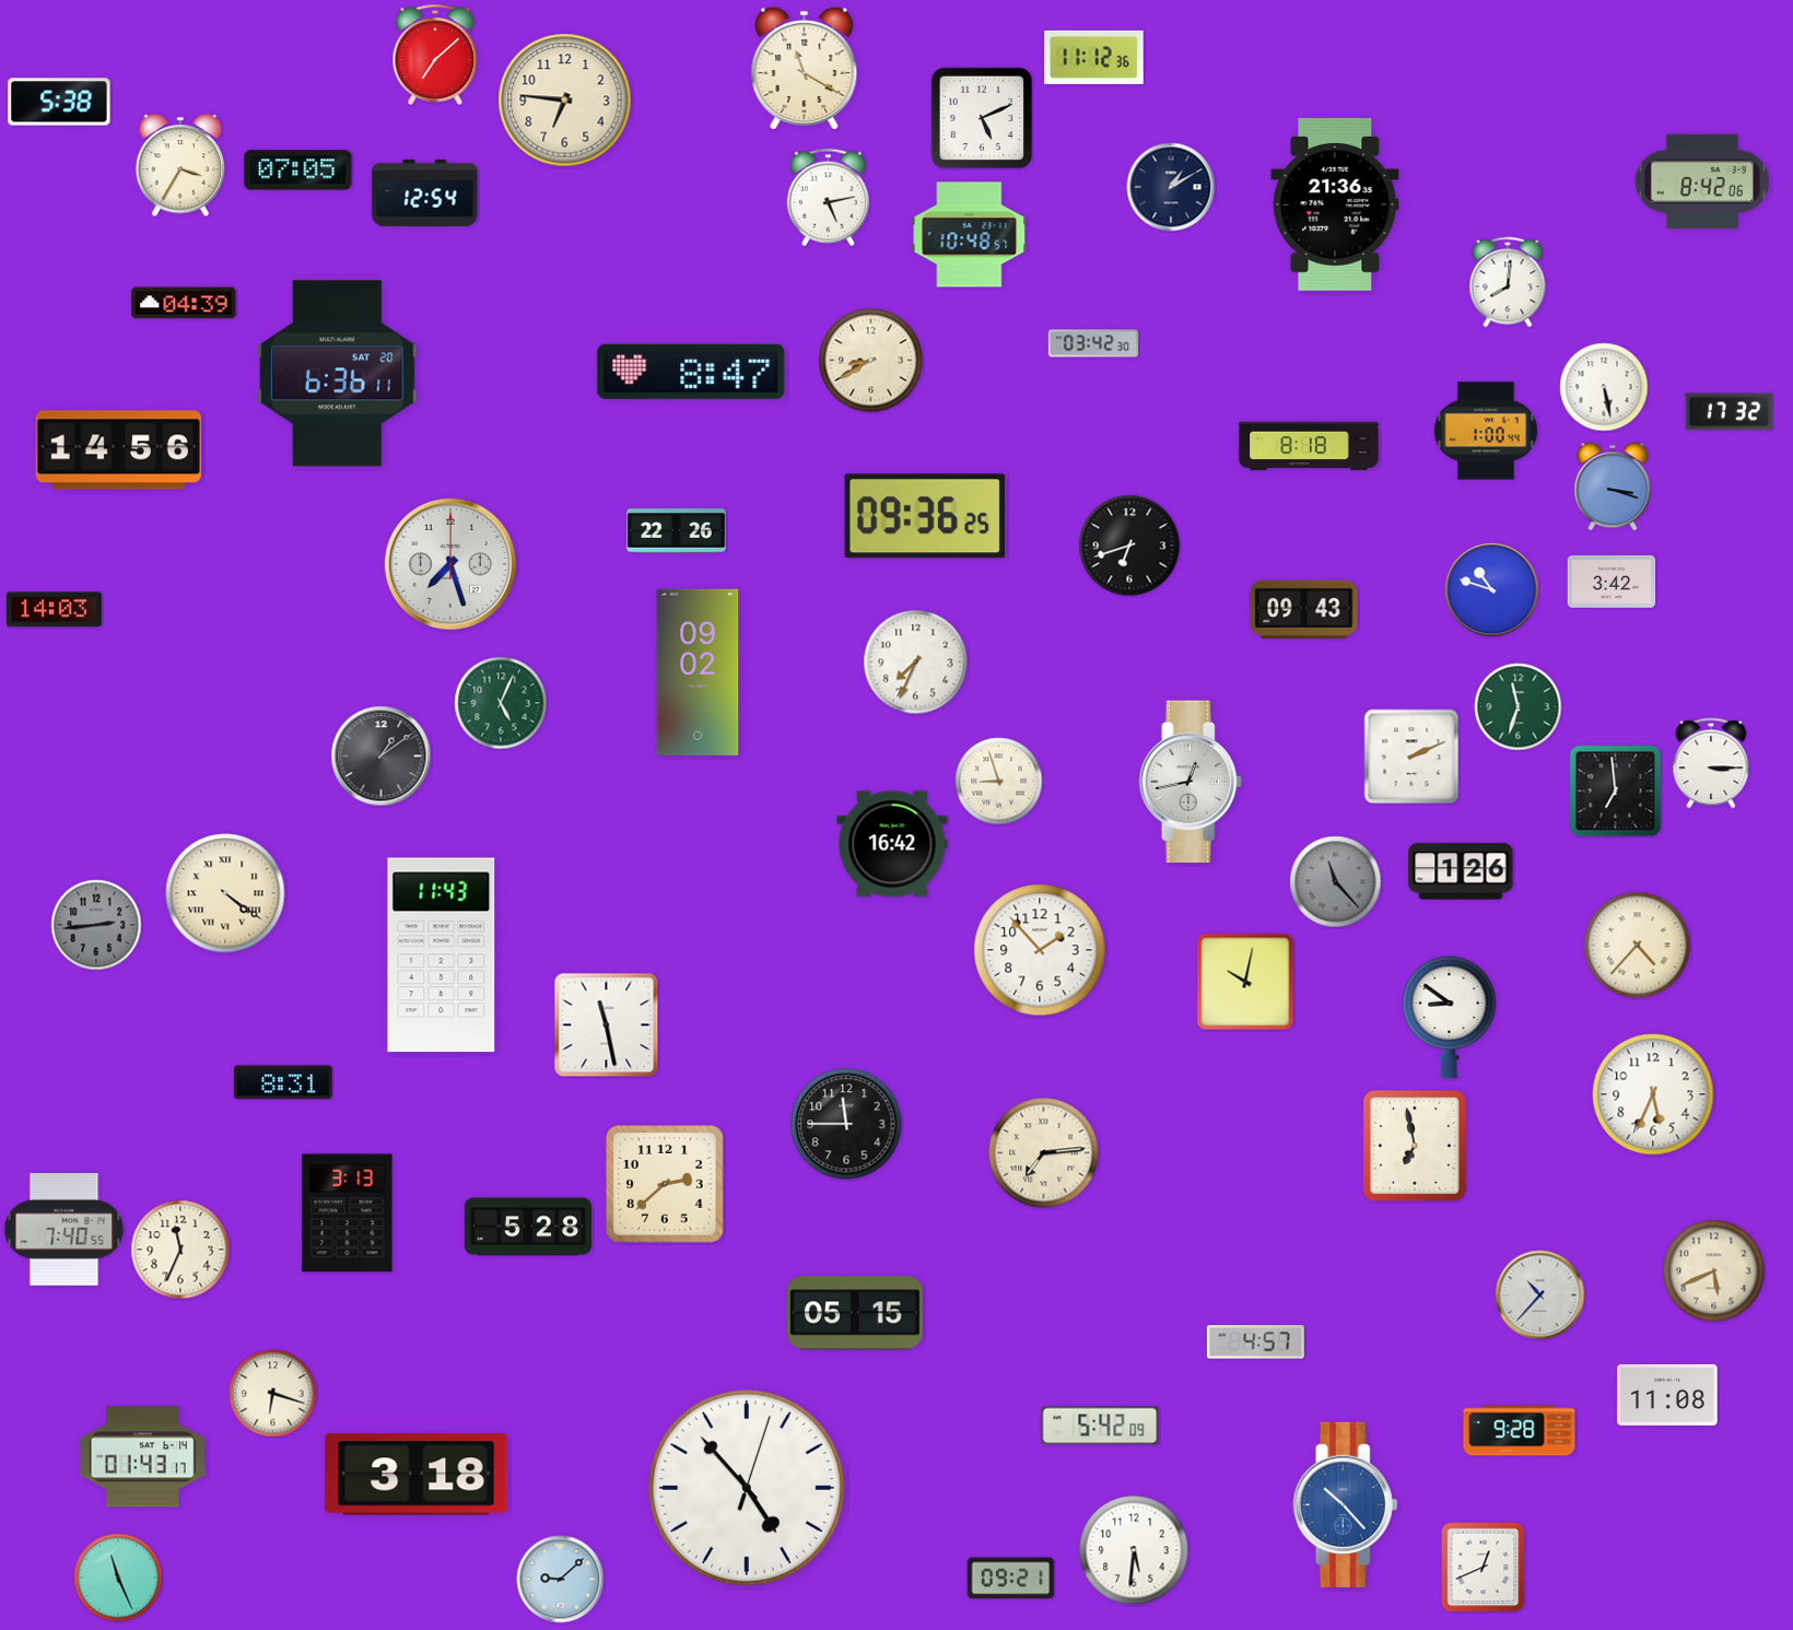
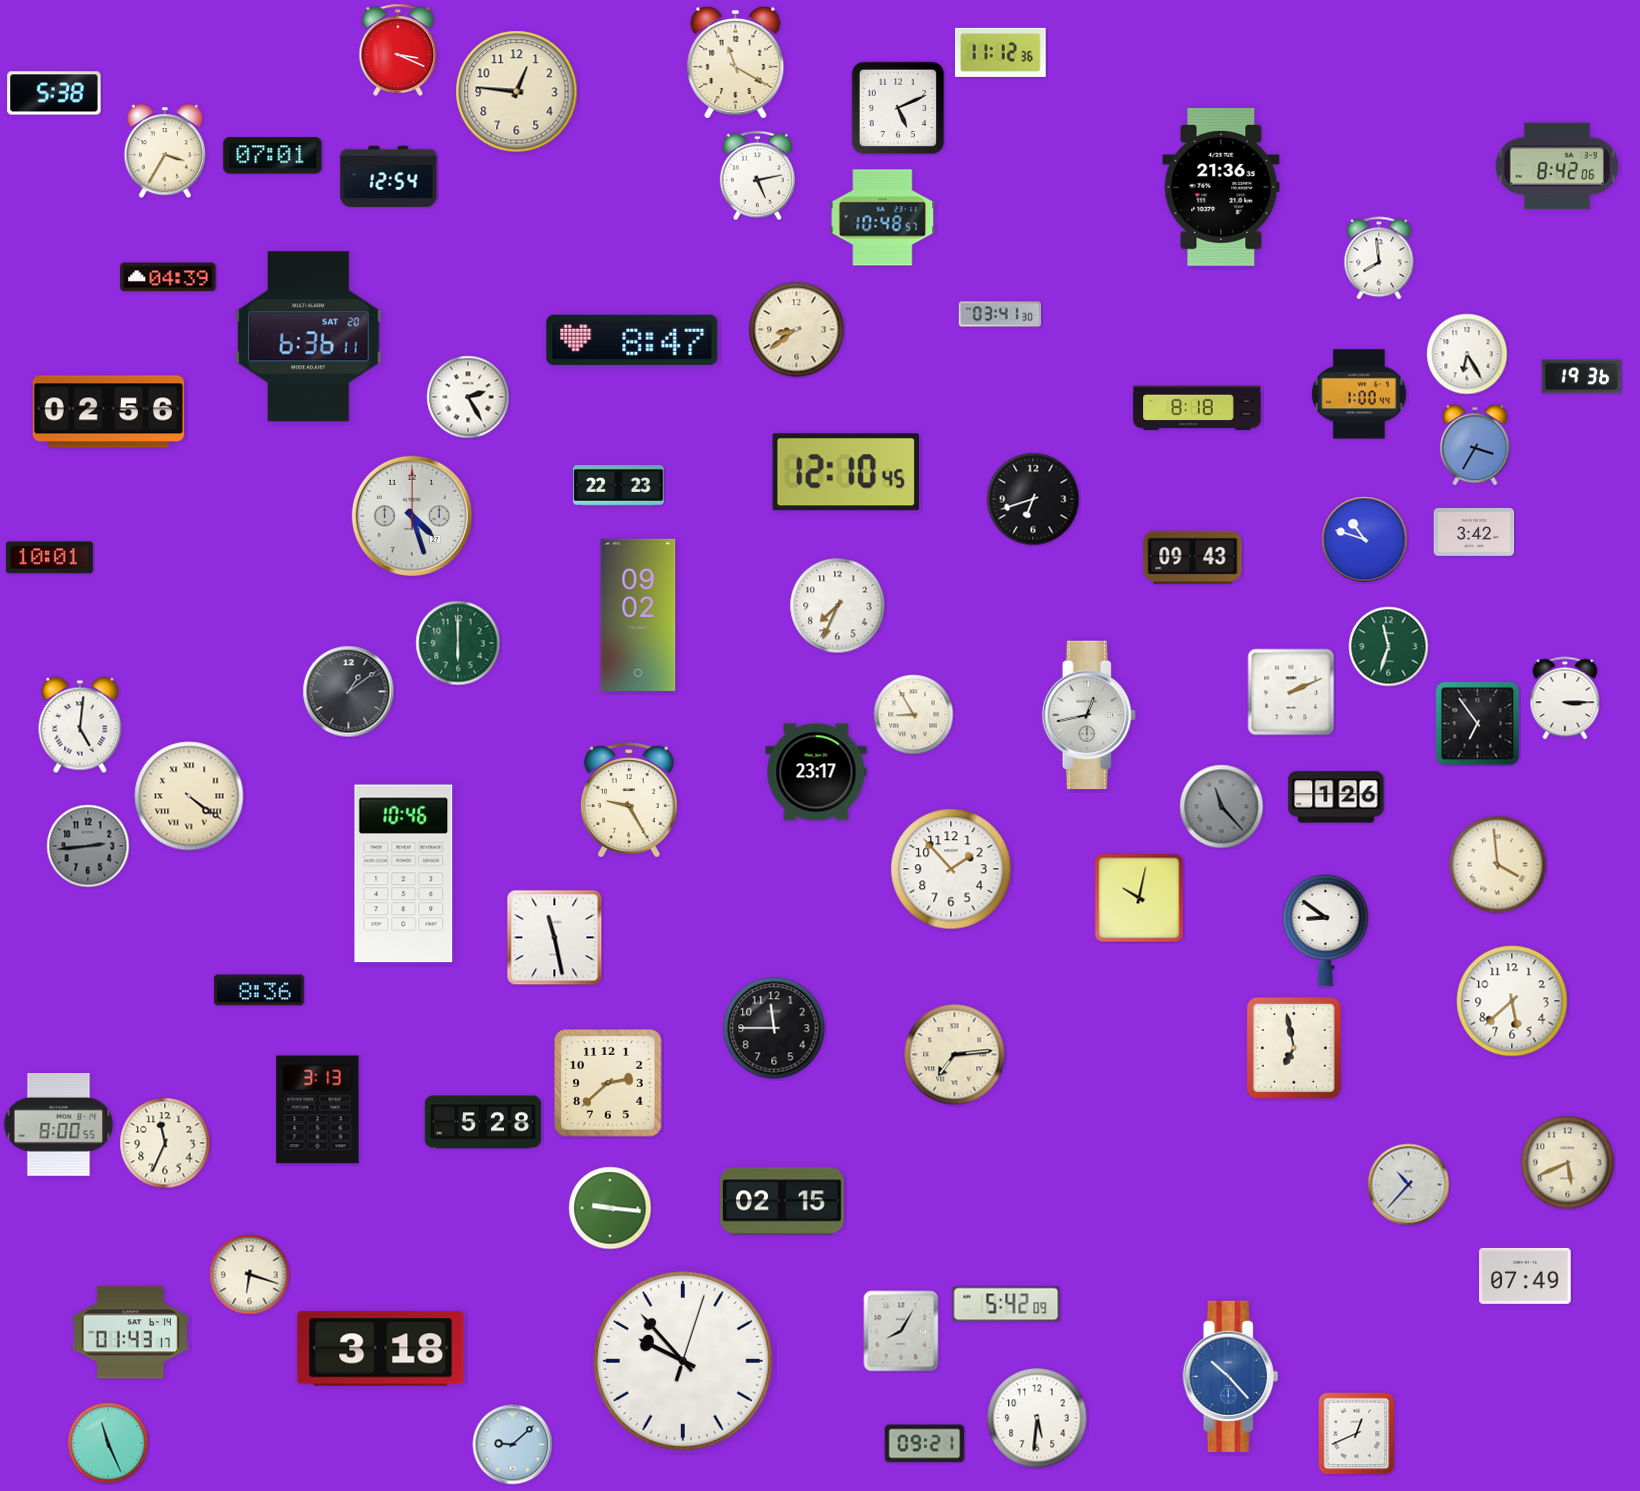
clock at (435, 54): 7:08 -> 3:19
clock at (565, 101): 6:46 -> 12:46
clock at (298, 171): 07:05 -> 07:01
clock at (1171, 187): 1:10 -> none
clock at (828, 198) position: (828, 198) -> (757, 176)
clock at (970, 235) position: (970, 235) -> (883, 218)
clock at (1508, 282): 8:01 -> 7:59
clock at (1093, 343): 03:42 -> 03:41
clock at (871, 361): 8:40 -> 8:39
clock at (338, 374) position: (338, 374) -> (309, 337)
clock at (1604, 387): 5:28 -> 6:25
clock at (1730, 412): 17:32 -> 19:36
clock at (468, 397): none -> 2:25
clock at (118, 450): 14:56 -> 02:56
clock at (1613, 486): 3:18 -> 3:35
clock at (924, 516): 09:36 -> 12:10
clock at (677, 531): 22:26 -> 22:23
clock at (450, 564): 7:27 -> 4:27
clock at (54, 610): 14:03 -> 10:01
clock at (501, 703): 5:04 -> 6:00
clock at (999, 782): 8:57 -> 8:55
clock at (1616, 791): 6:59 -> 6:54
clock at (80, 725): none -> 5:01
clock at (892, 844): 16:42 -> 23:17
clock at (630, 800): none -> 9:25
clock at (225, 893) position: (225, 893) -> (189, 796)
clock at (1638, 946): 4:37 -> 3:59
clock at (442, 955): 11:43 -> 10:46
clock at (284, 1082): 8:31 -> 8:36
clock at (1653, 1094): 5:34 -> 5:38
clock at (65, 1230): 7:40 -> 8:00
clock at (856, 1313): 05:15 -> 02:15
clock at (610, 1208): none -> 9:16
clock at (1255, 1342): 4:57 -> none
clock at (1667, 1395): 11:08 -> 07:49
clock at (1520, 1431): 9:28 -> none
clock at (901, 1331): none -> 8:05
clock at (747, 1488): 4:53 -> 9:53
